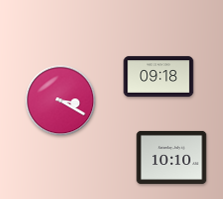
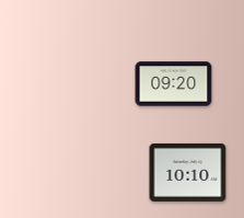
clock at (159, 77): 09:18 -> 09:20
clock at (61, 101): 3:20 -> none
